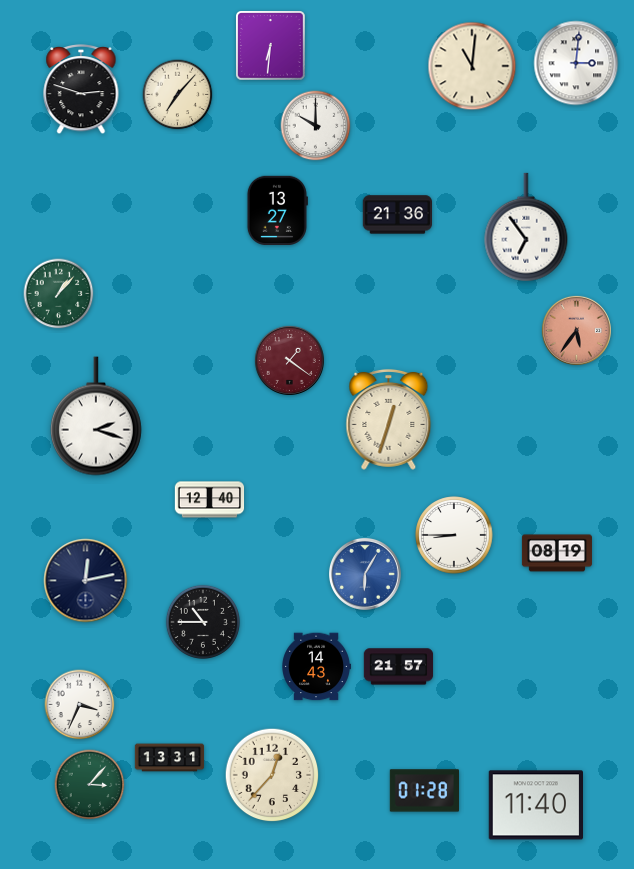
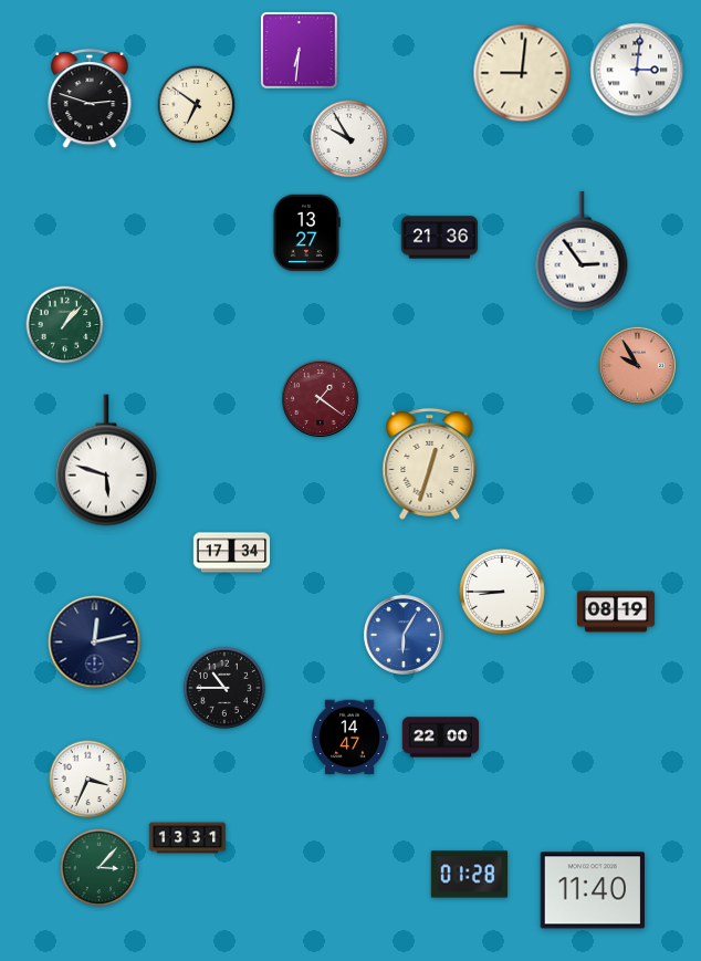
clock at (472, 66): 11:01 -> 9:01
clock at (178, 95): 7:07 -> 6:51
clock at (316, 126): 10:00 -> 9:55
clock at (526, 227): 6:54 -> 2:54
clock at (576, 330): 5:36 -> 9:55
clock at (96, 416): 2:18 -> 5:48
clock at (210, 500): 12:40 -> 17:34
clock at (316, 667): 14:43 -> 14:47
clock at (399, 667): 21:57 -> 22:00
clock at (272, 775): 12:37 -> none
